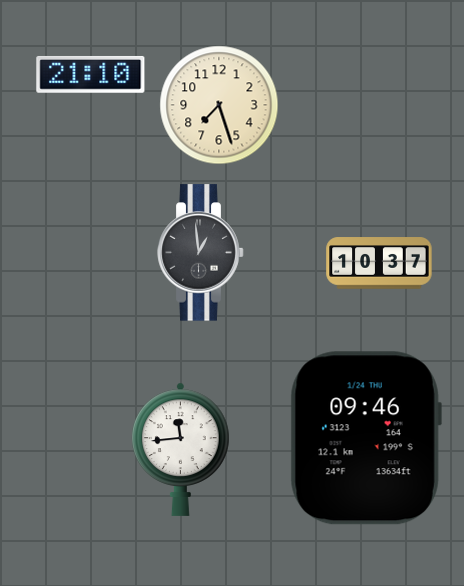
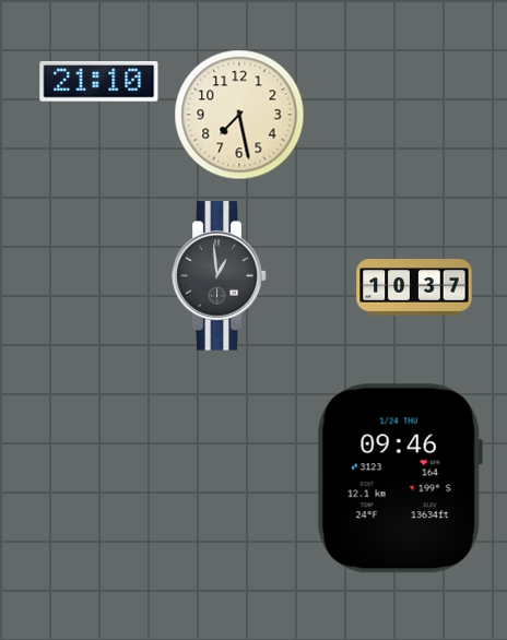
clock at (219, 105): 7:27 -> 7:28
clock at (181, 449): 11:44 -> none
